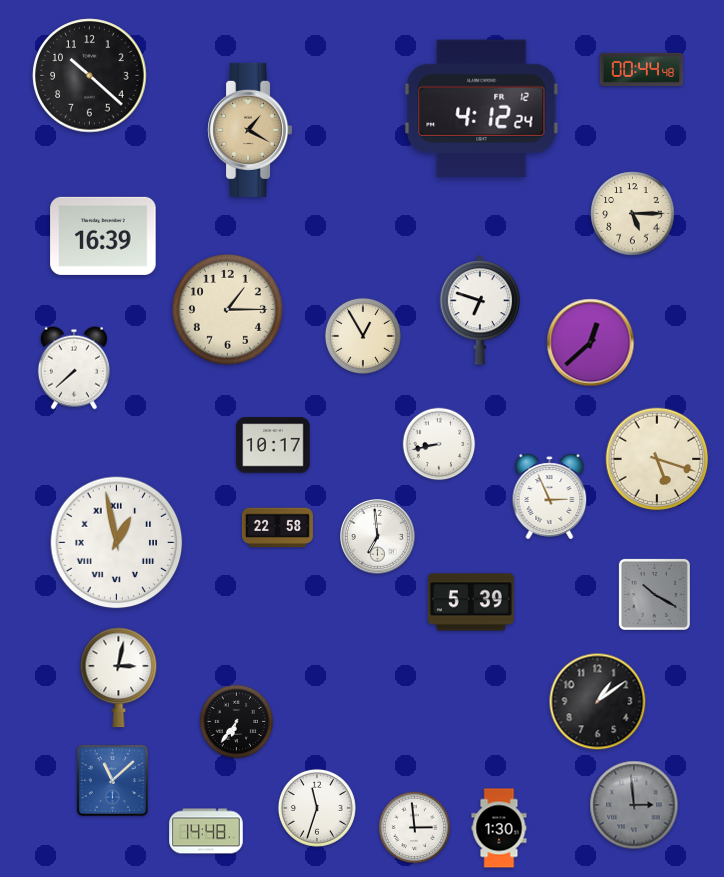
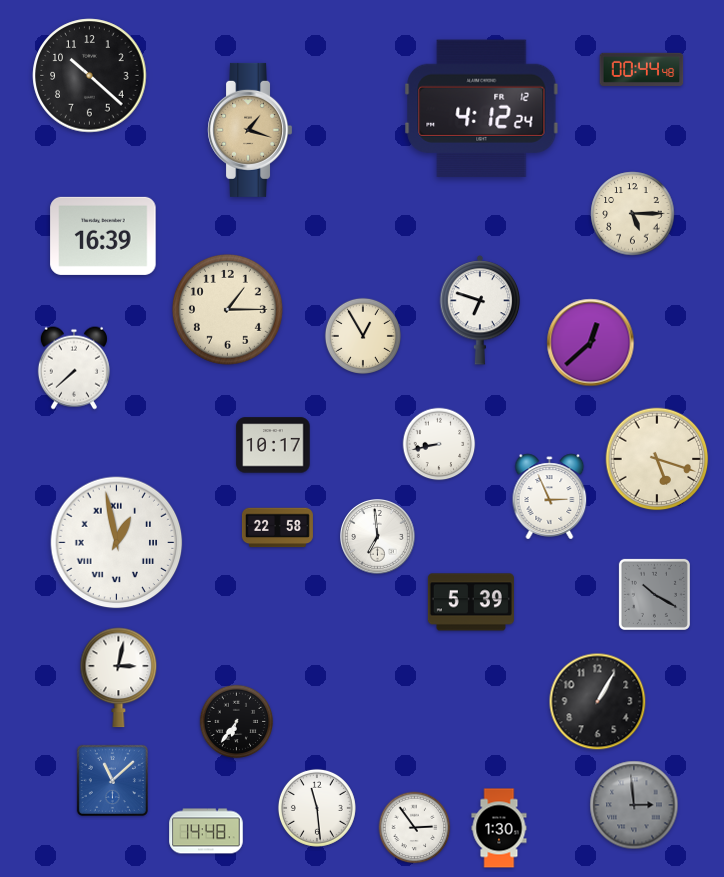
clock at (250, 130): 1:20 -> 1:18
clock at (598, 702): 1:09 -> 1:05
clock at (317, 808): 11:33 -> 11:29
clock at (415, 828): 2:59 -> 2:54
